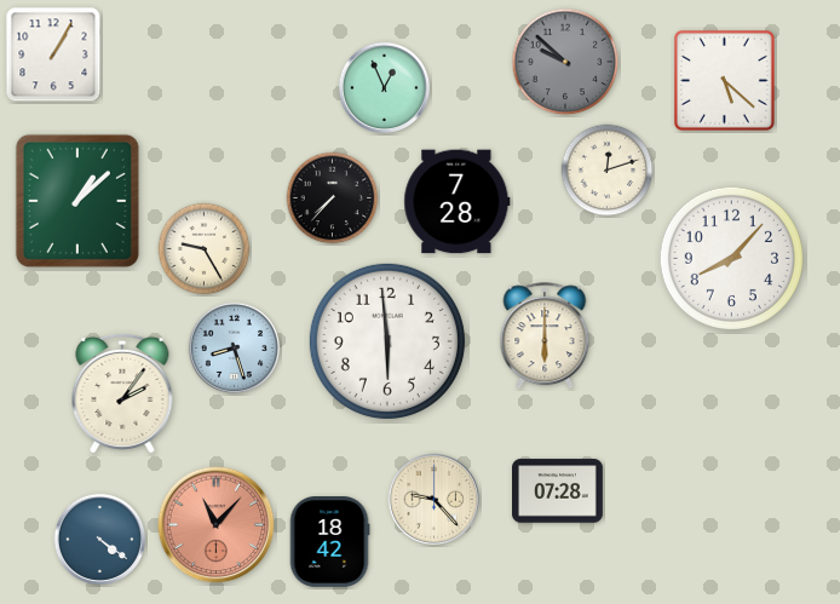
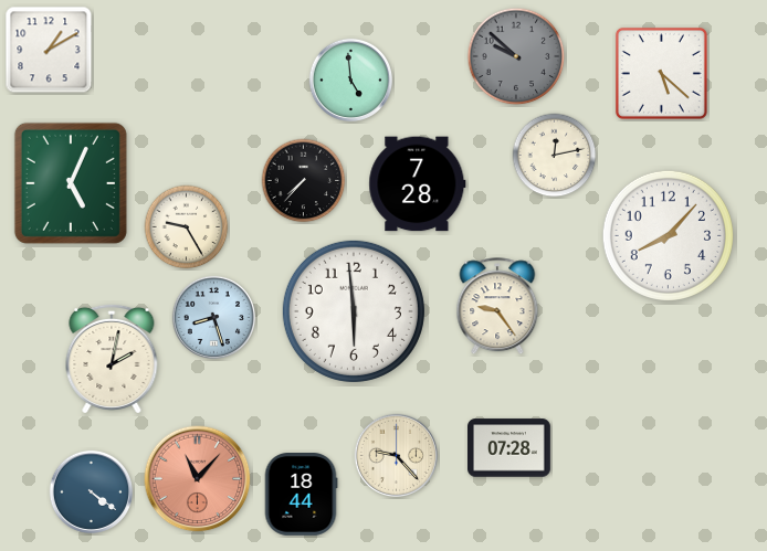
clock at (53, 54): 1:05 -> 1:10
clock at (384, 87): 12:56 -> 4:59
clock at (608, 171): 12:12 -> 12:13
clock at (77, 201): 1:08 -> 5:04
clock at (545, 336): 6:00 -> 9:24
clock at (122, 393): 2:06 -> 2:02
clock at (329, 542): 18:42 -> 18:44
